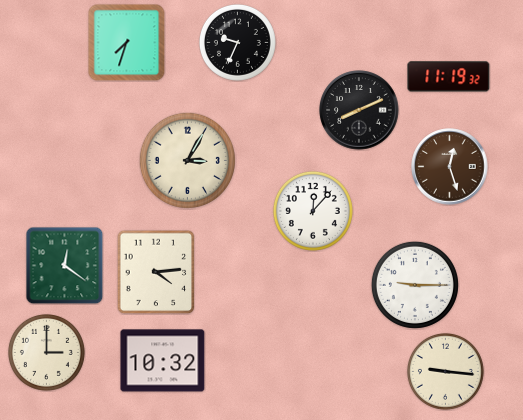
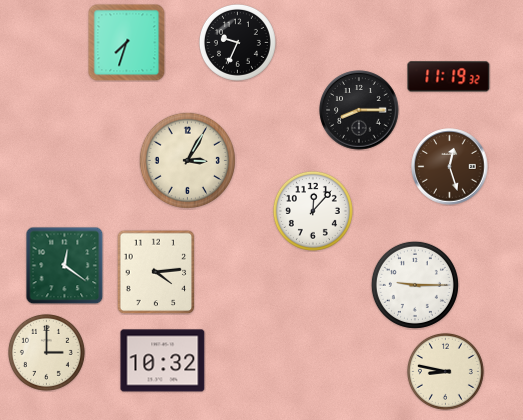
clock at (359, 110): 8:11 -> 8:15
clock at (445, 371): 9:16 -> 8:47
